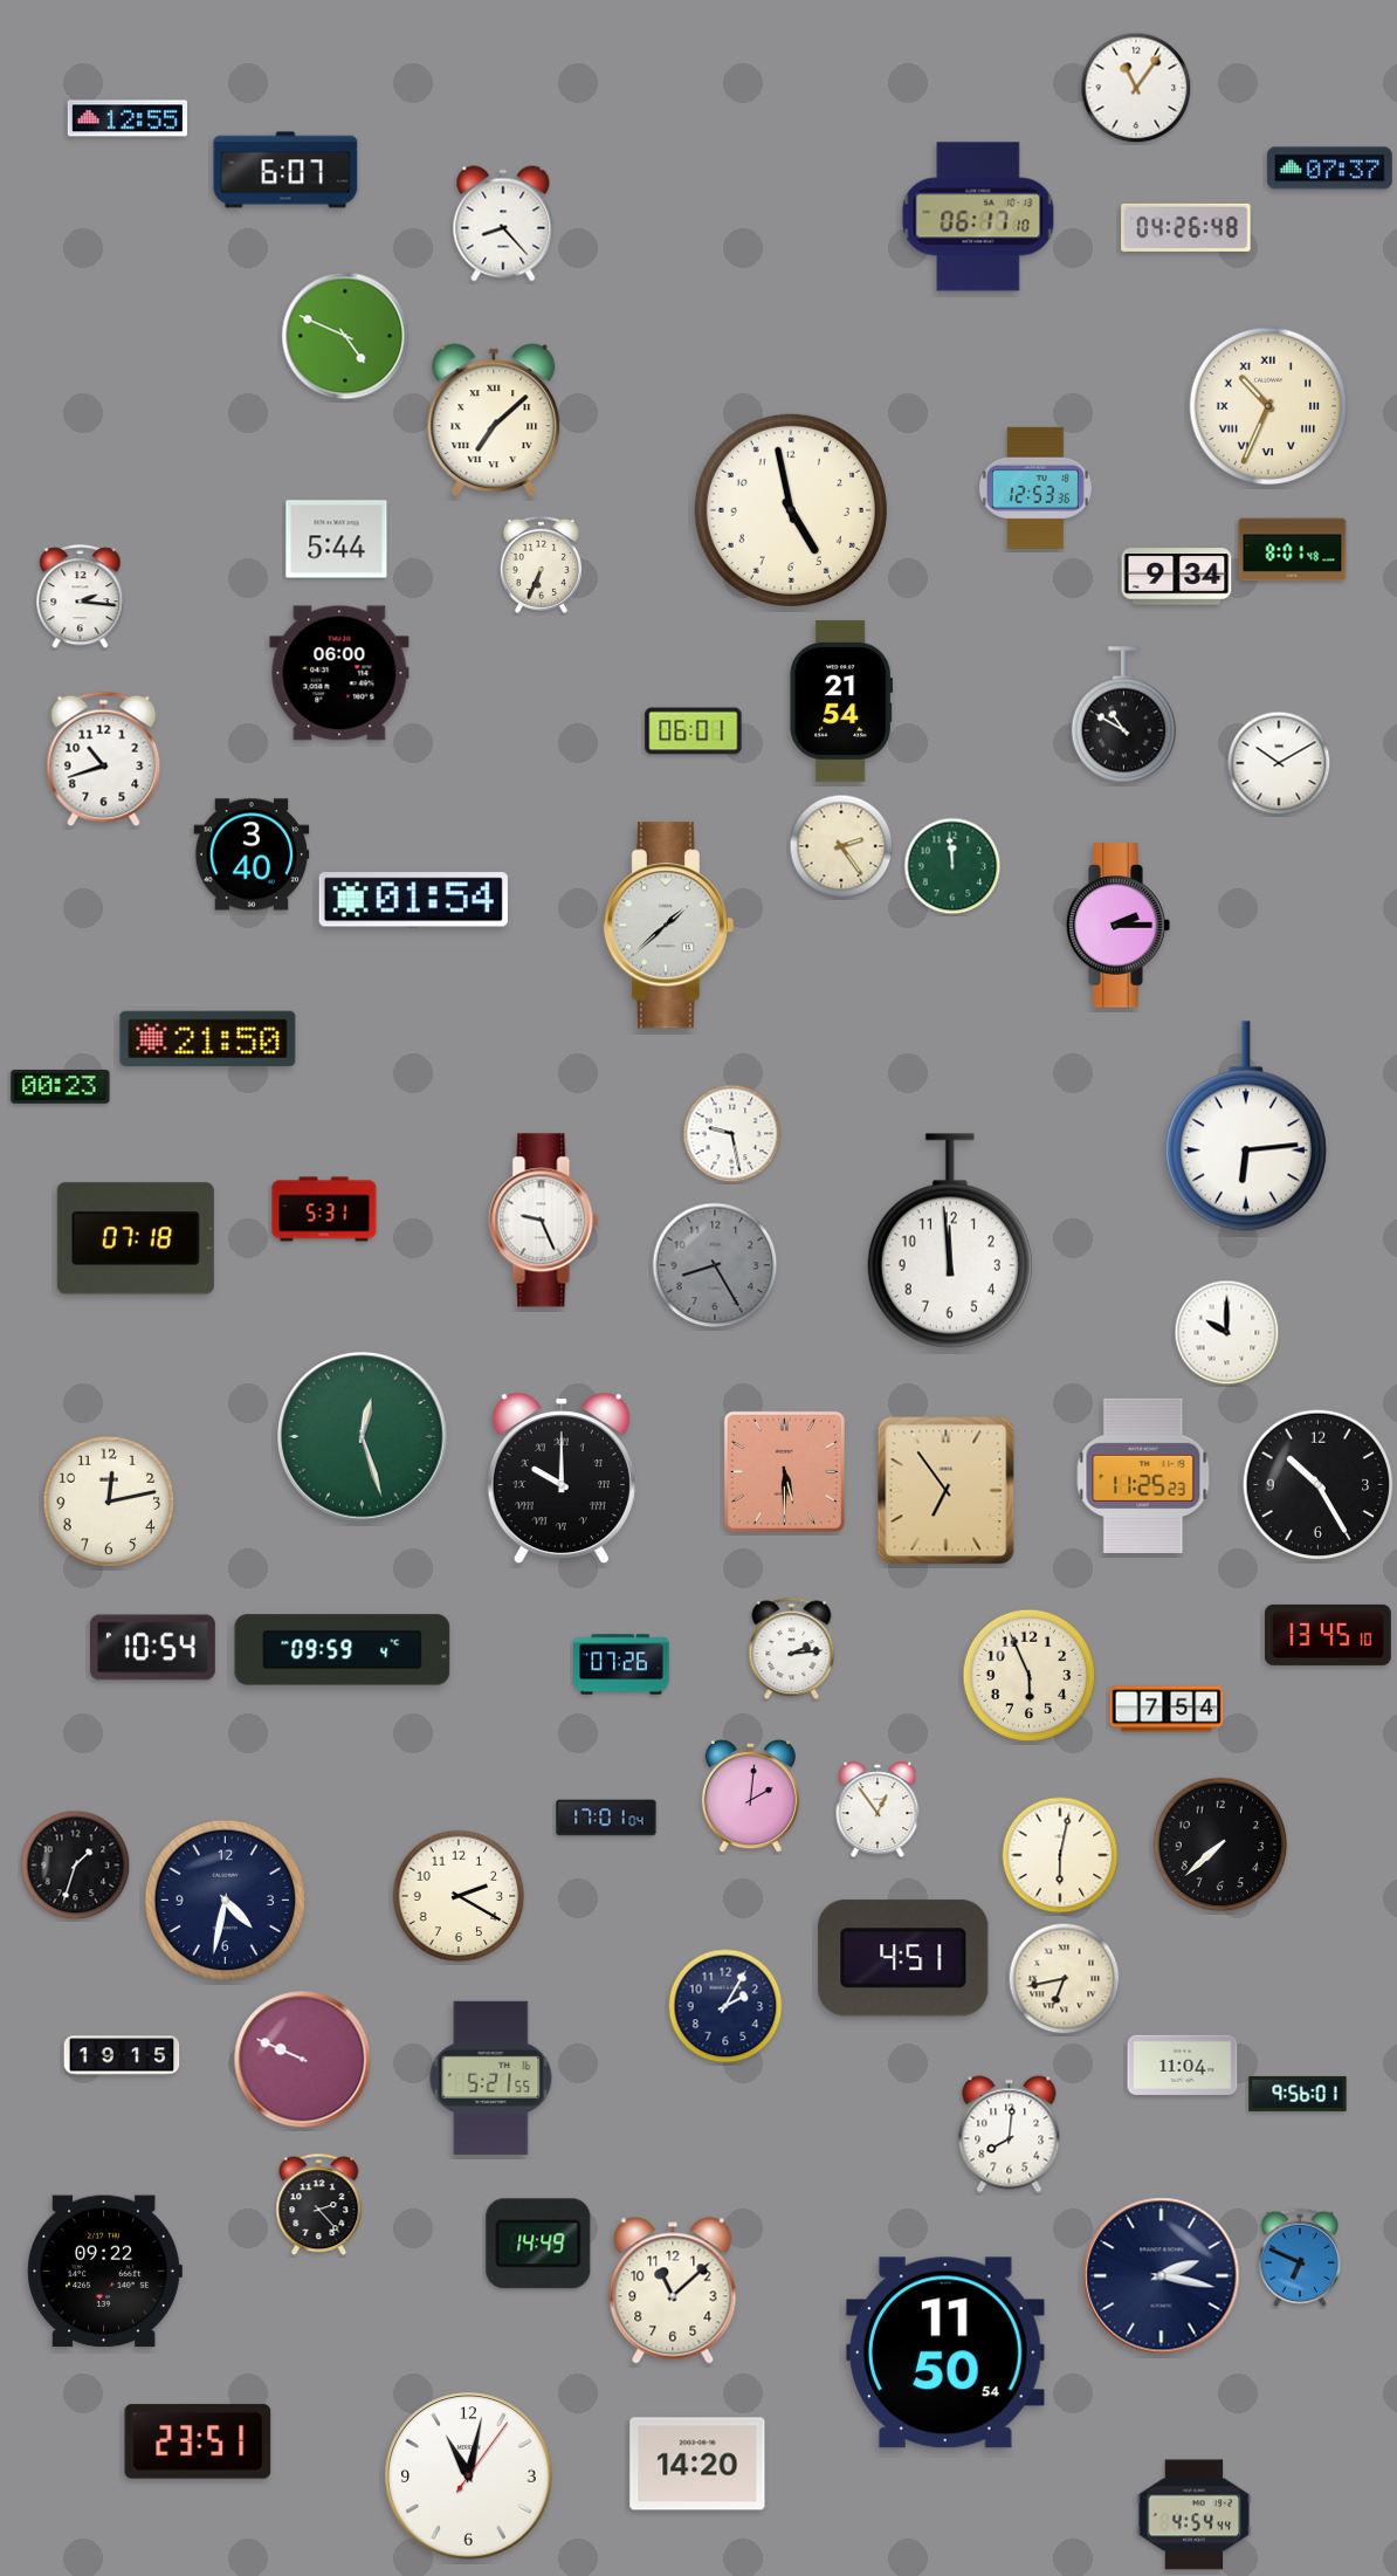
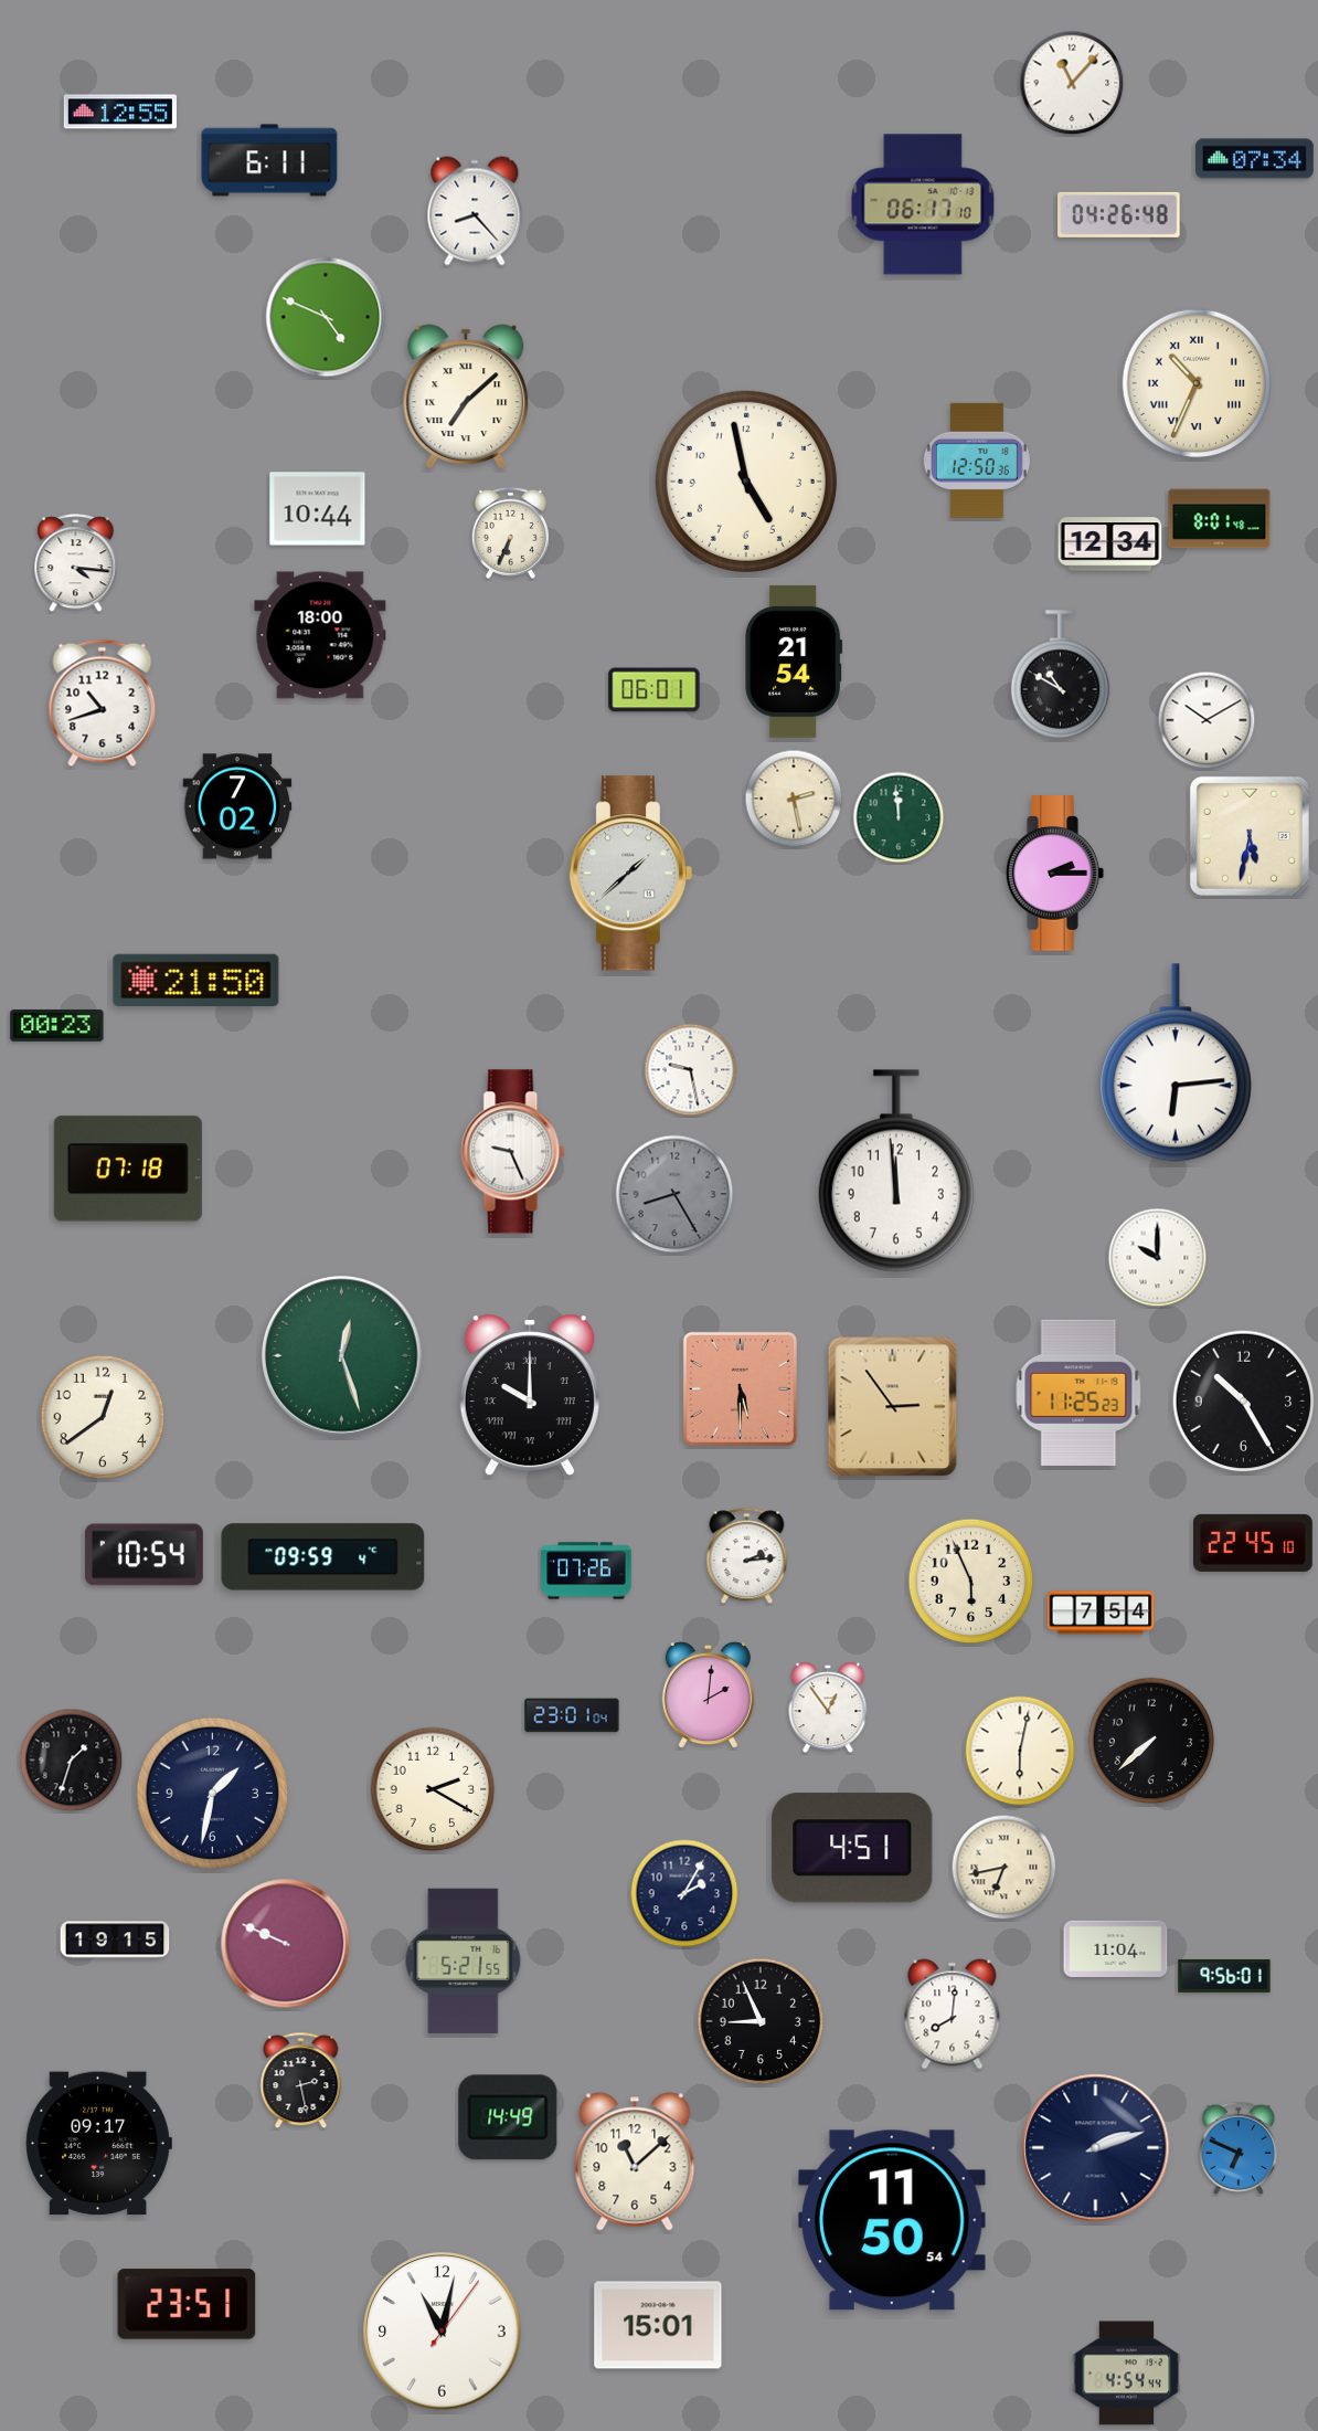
clock at (1136, 88): 11:06 -> 11:07
clock at (1329, 169): 07:37 -> 07:34
clock at (285, 170): 6:07 -> 6:11
clock at (1035, 488): 12:53 -> 12:50
clock at (337, 540): 5:44 -> 10:44
clock at (1177, 577): 9:34 -> 12:34
clock at (81, 597): 2:16 -> 4:16
clock at (339, 673): 06:00 -> 18:00
clock at (104, 760) position: (104, 760) -> (103, 704)
clock at (841, 846): 2:24 -> 2:28
clock at (252, 854): 3:40 -> 7:02
clock at (1250, 836): none -> 5:32
clock at (413, 900): 01:54 -> none
clock at (324, 1209): 5:31 -> none
clock at (947, 1491): 6:54 -> 2:54
clock at (109, 1502): 12:13 -> 12:39
clock at (1329, 1635): 13:45 -> 22:45
clock at (606, 1818): 17:01 -> 23:01
clock at (1060, 1855) position: (1060, 1855) -> (1020, 1751)
clock at (226, 1901): 4:32 -> 1:32
clock at (761, 2021): none -> 8:56
clock at (319, 2205): 2:23 -> 2:28
clock at (1300, 2258) position: (1300, 2258) -> (1239, 2148)
clock at (104, 2272): 09:22 -> 09:17
clock at (1162, 2276): 2:17 -> 2:12
clock at (697, 2464): 14:20 -> 15:01
clock at (469, 2477) position: (469, 2477) -> (443, 2332)
